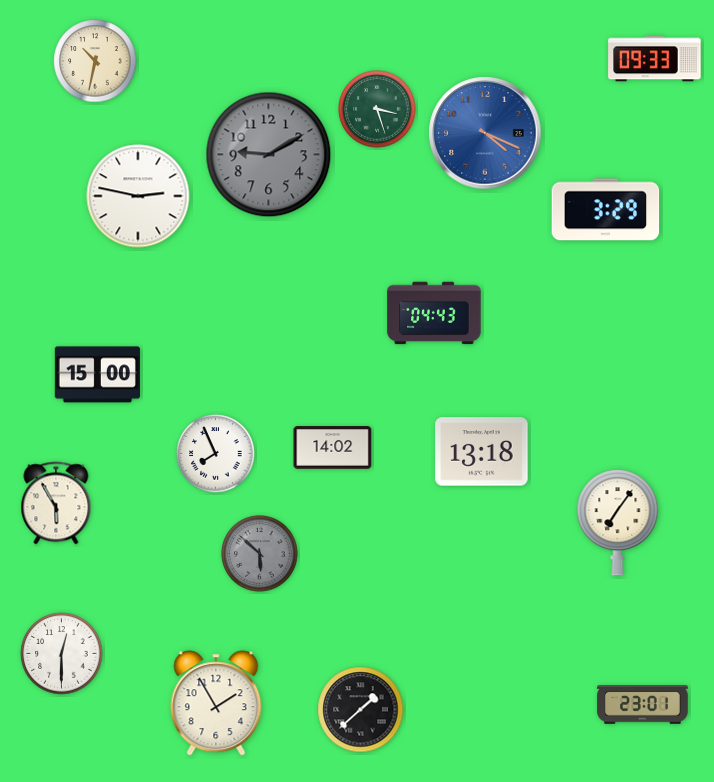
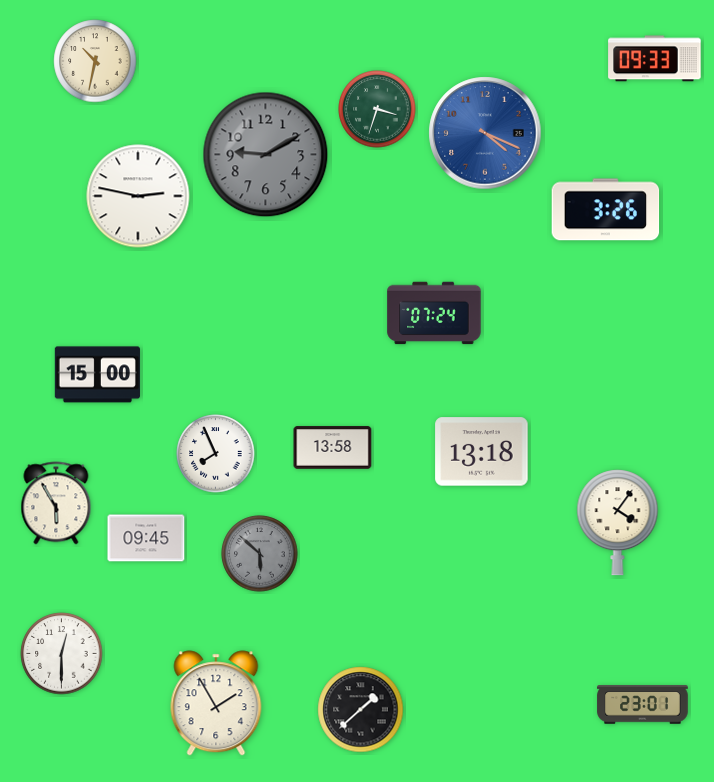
clock at (377, 109): 3:27 -> 3:33
clock at (269, 155) position: (269, 155) -> (266, 155)
clock at (606, 210): 3:29 -> 3:26
clock at (434, 313): 04:43 -> 07:24
clock at (333, 448): 14:02 -> 13:58
clock at (618, 523): 7:06 -> 4:06
clock at (146, 538): none -> 09:45
